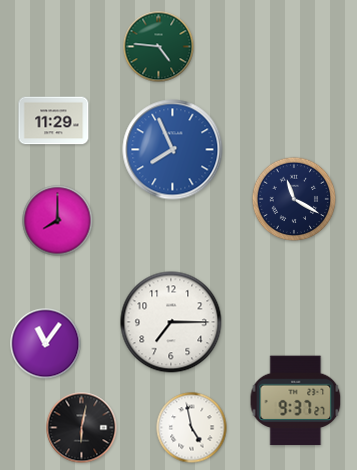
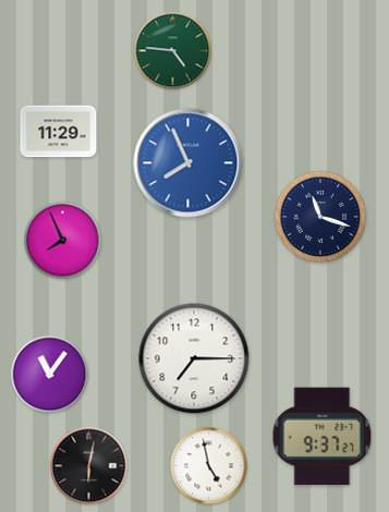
clock at (294, 199): 11:20 -> 11:18
clock at (58, 221): 8:00 -> 7:56
clock at (171, 322) position: (171, 322) -> (194, 358)
